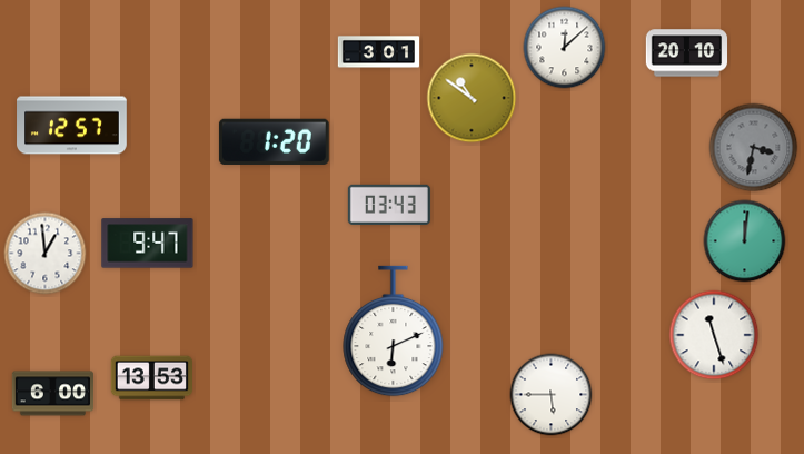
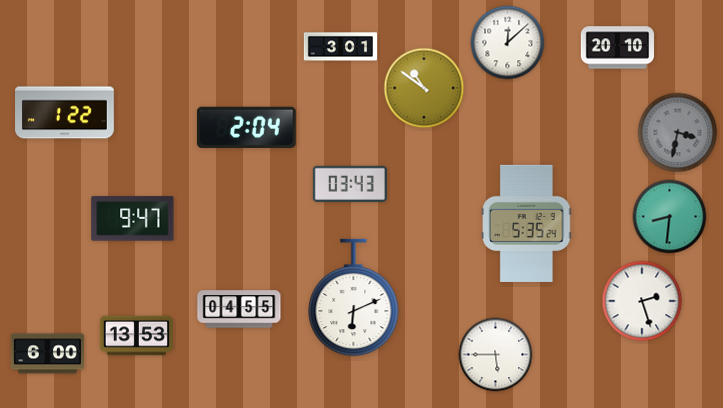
clock at (72, 126): 12:57 -> 1:22
clock at (274, 141): 1:20 -> 2:04
clock at (745, 241): 12:01 -> 8:31
clock at (527, 223): none -> 5:35
clock at (46, 254): 12:59 -> none
clock at (714, 335): 11:27 -> 2:27
clock at (239, 309): none -> 04:55
clock at (152, 378) position: (152, 378) -> (137, 336)
